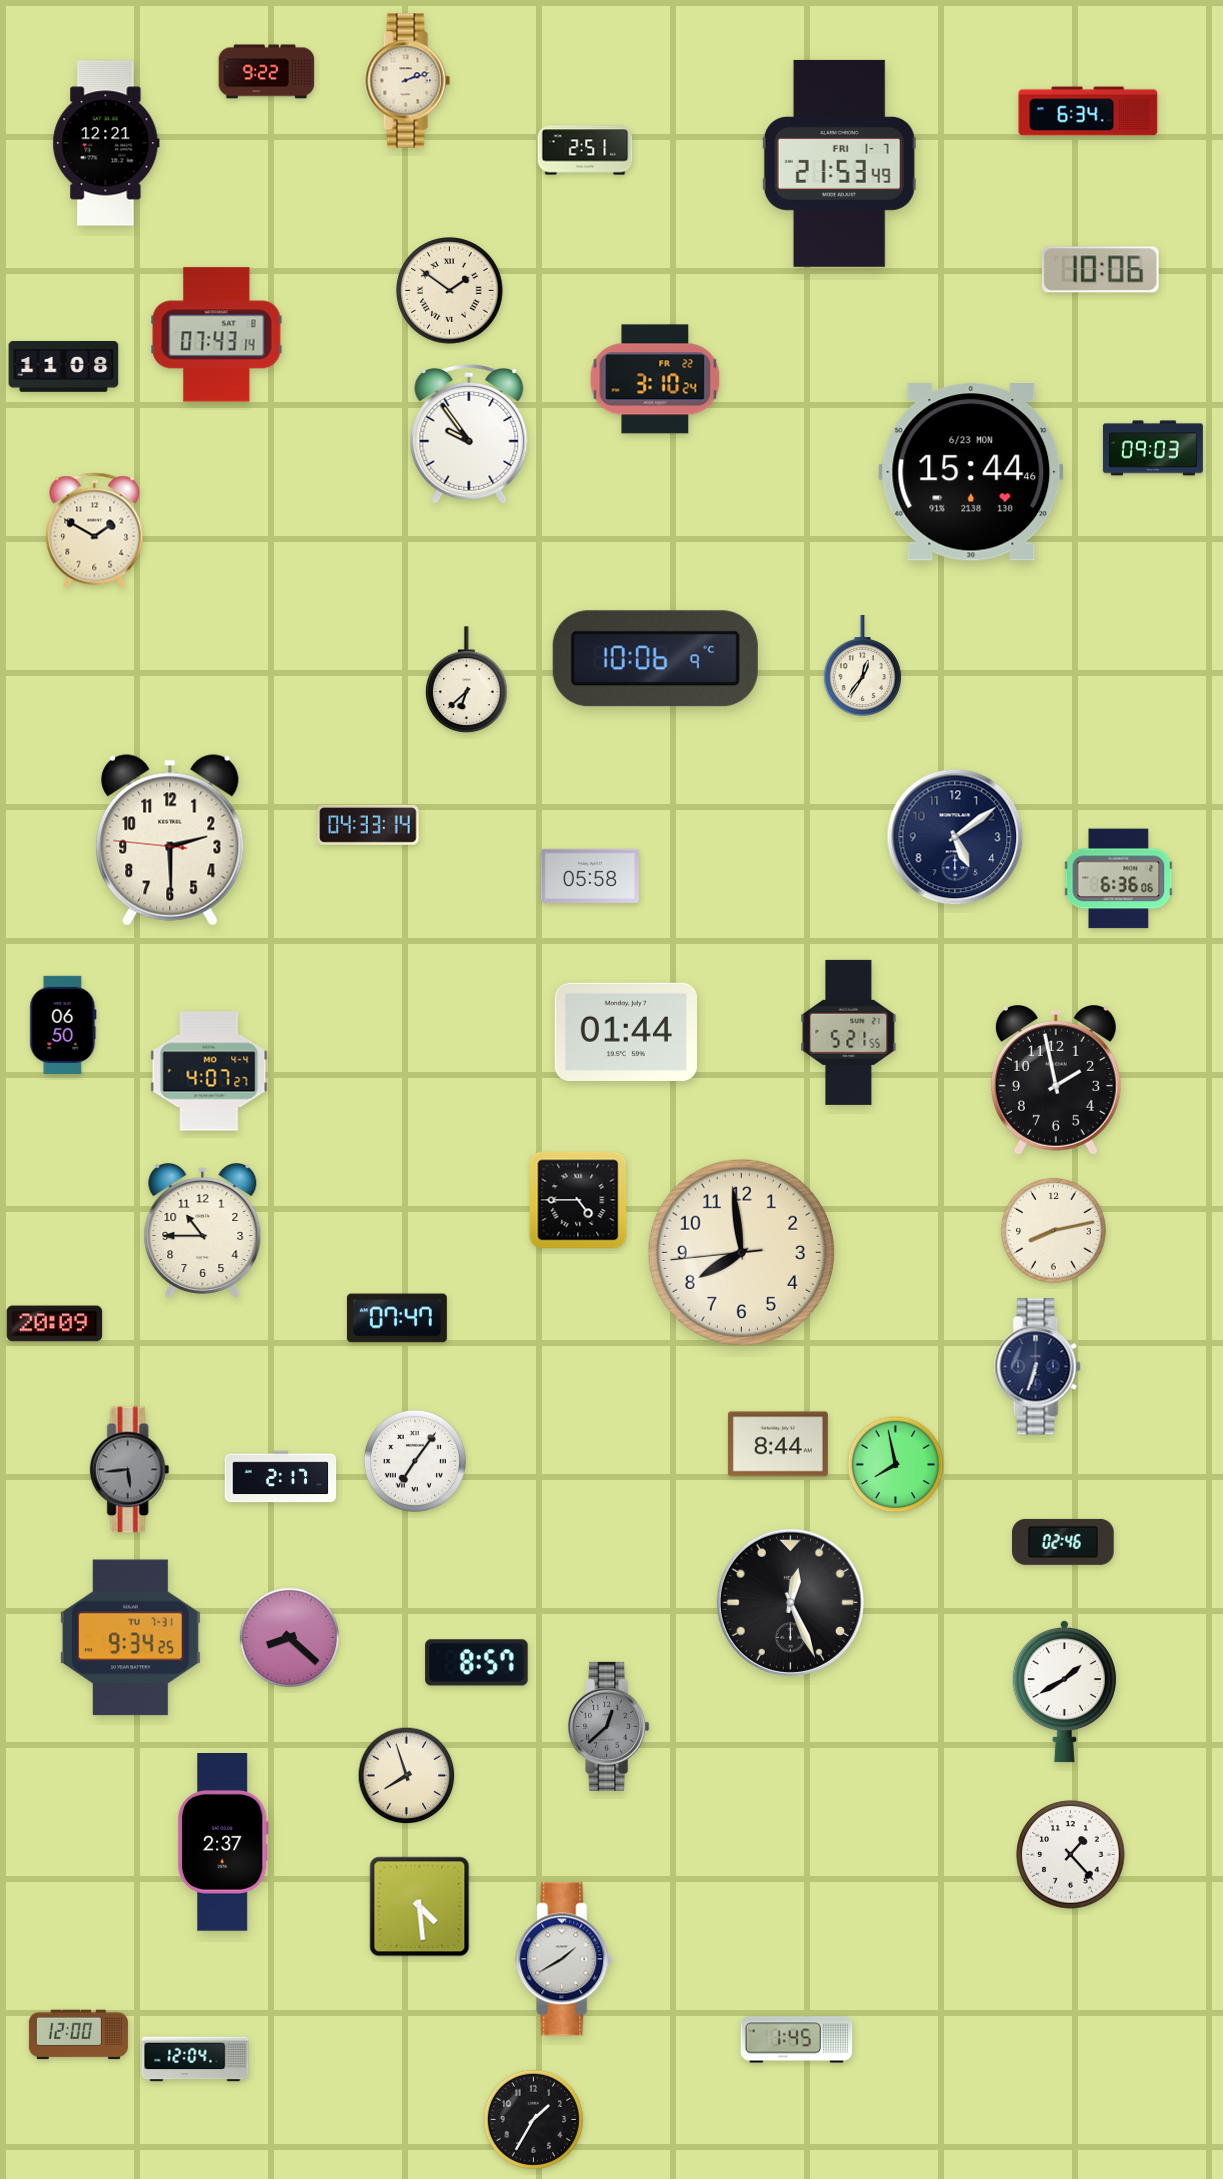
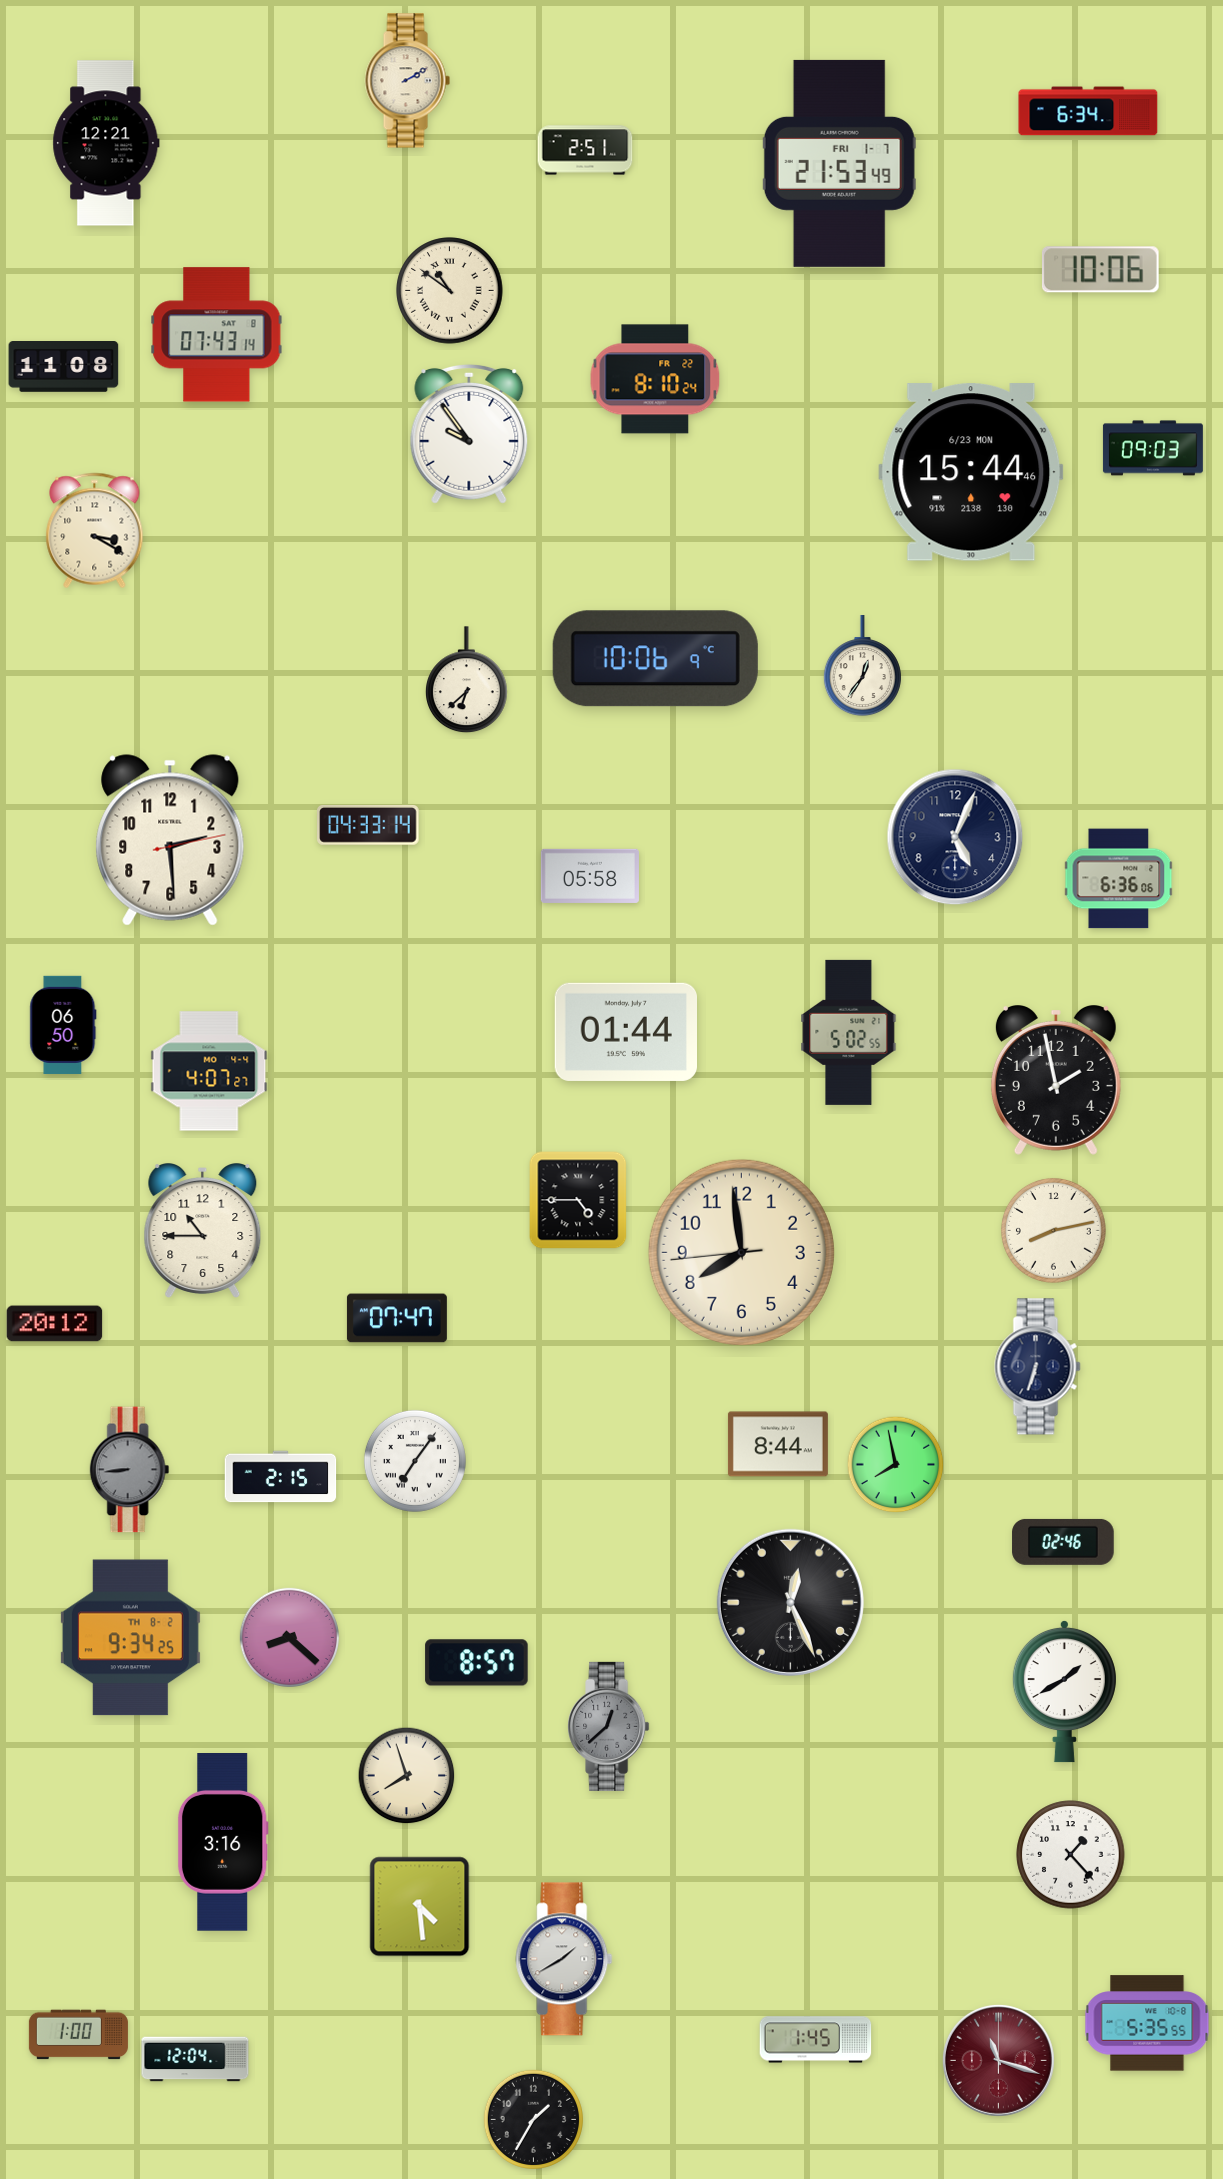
clock at (267, 72): 9:22 -> none
clock at (407, 81): 2:12 -> 2:10
clock at (450, 291): 1:51 -> 10:51
clock at (655, 379): 3:10 -> 8:10
clock at (95, 531): 1:50 -> 3:20
clock at (955, 837): 5:09 -> 5:04
clock at (170, 840): 2:29:46 -> 2:29:13
clock at (849, 1032): 5:21 -> 5:02
clock at (55, 1324): 20:09 -> 20:12
clock at (130, 1470): 5:44 -> 8:44
clock at (281, 1477): 2:17 -> 2:15
clock at (130, 1638) date: TU 7-31 -> TH 8-2
clock at (223, 1843): 2:37 -> 3:16
clock at (1147, 2023): none -> 5:35
clock at (78, 2035): 12:00 -> 1:00
clock at (797, 2040) position: (797, 2040) -> (816, 2040)
clock at (998, 2060): none -> 11:18
